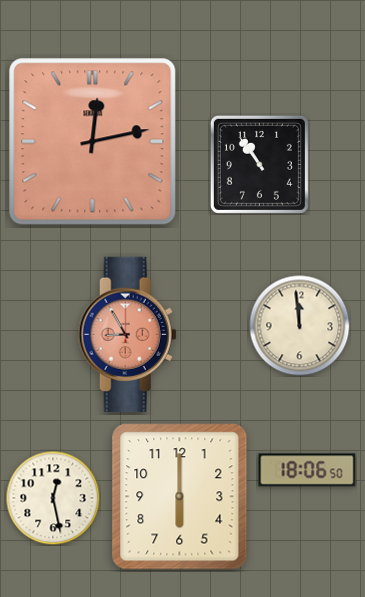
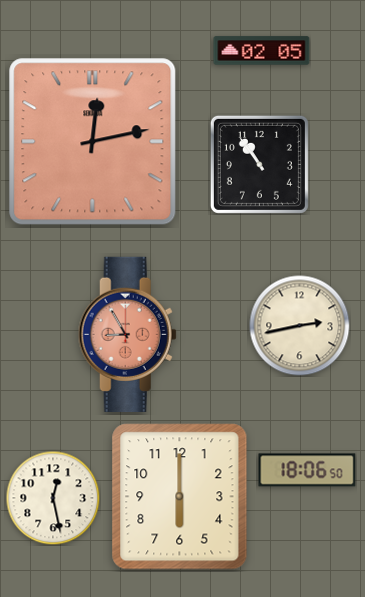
clock at (262, 51): none -> 02:05
clock at (300, 326): 11:59 -> 2:43
